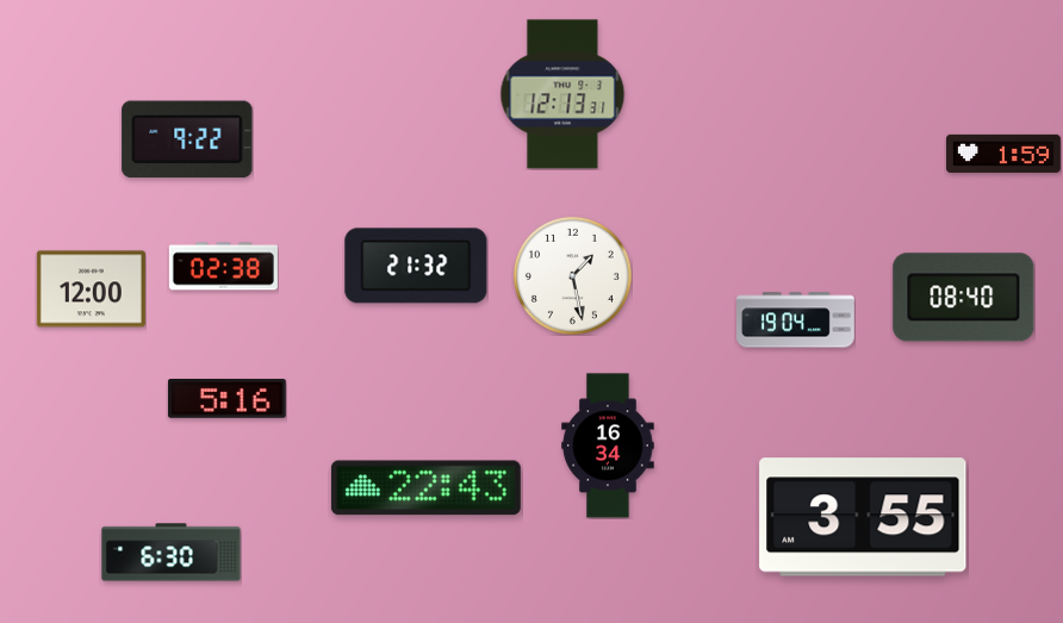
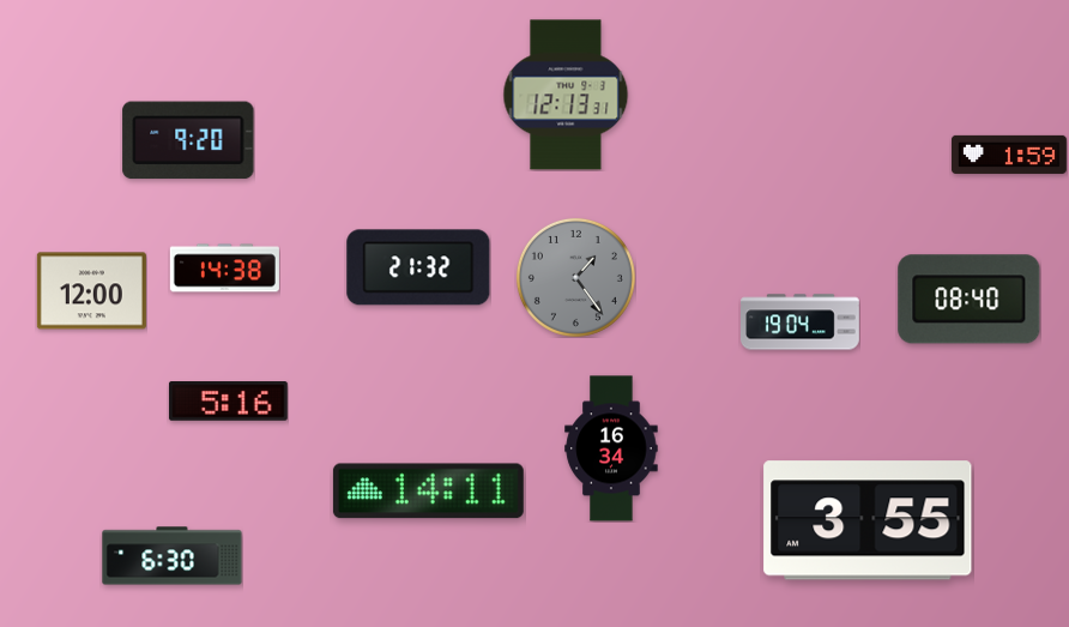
clock at (187, 139): 9:22 -> 9:20
clock at (223, 267): 02:38 -> 14:38
clock at (572, 275): 1:28 -> 1:24
clock at (572, 275) dial: white -> grey
clock at (425, 488): 22:43 -> 14:11
